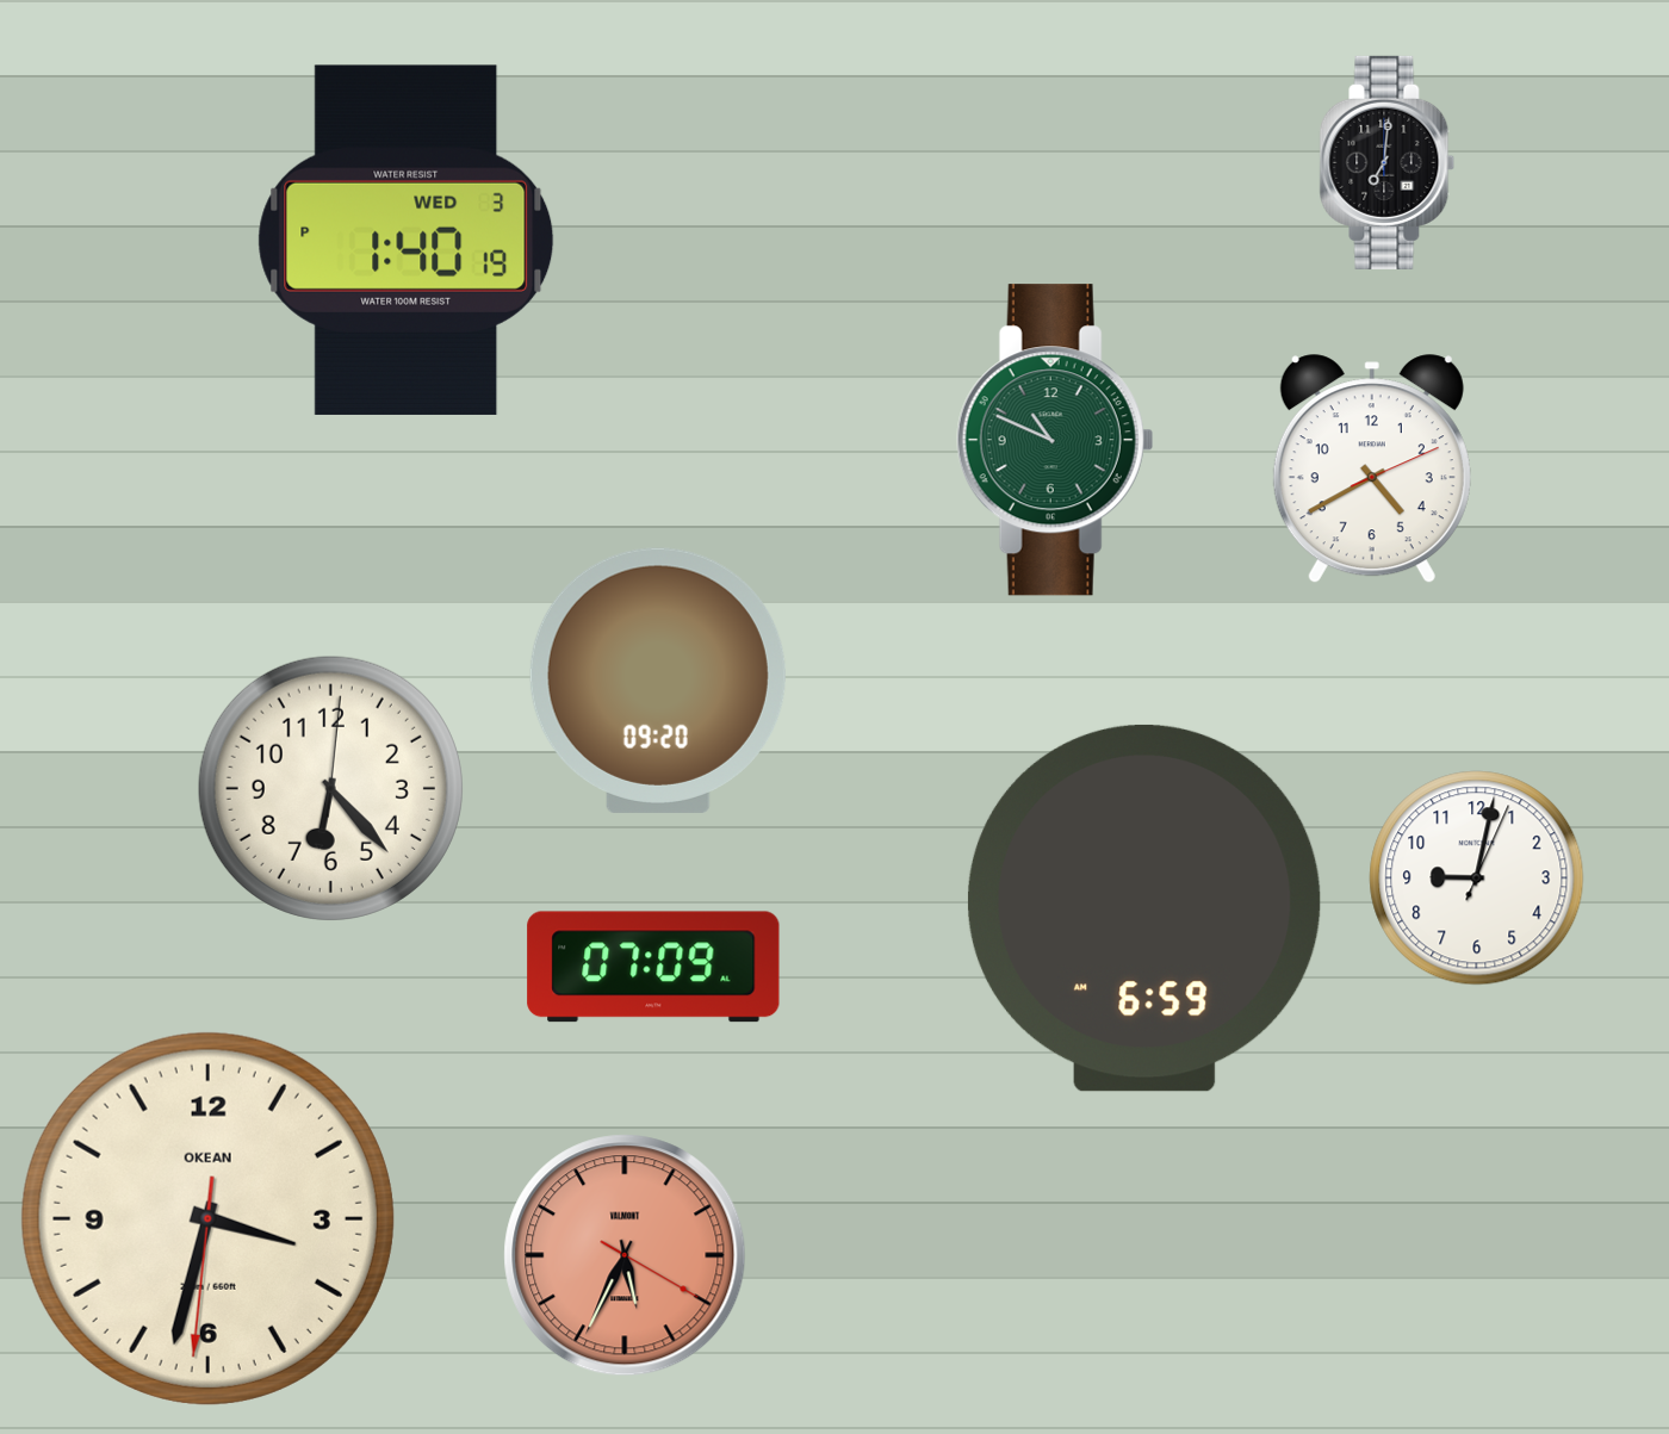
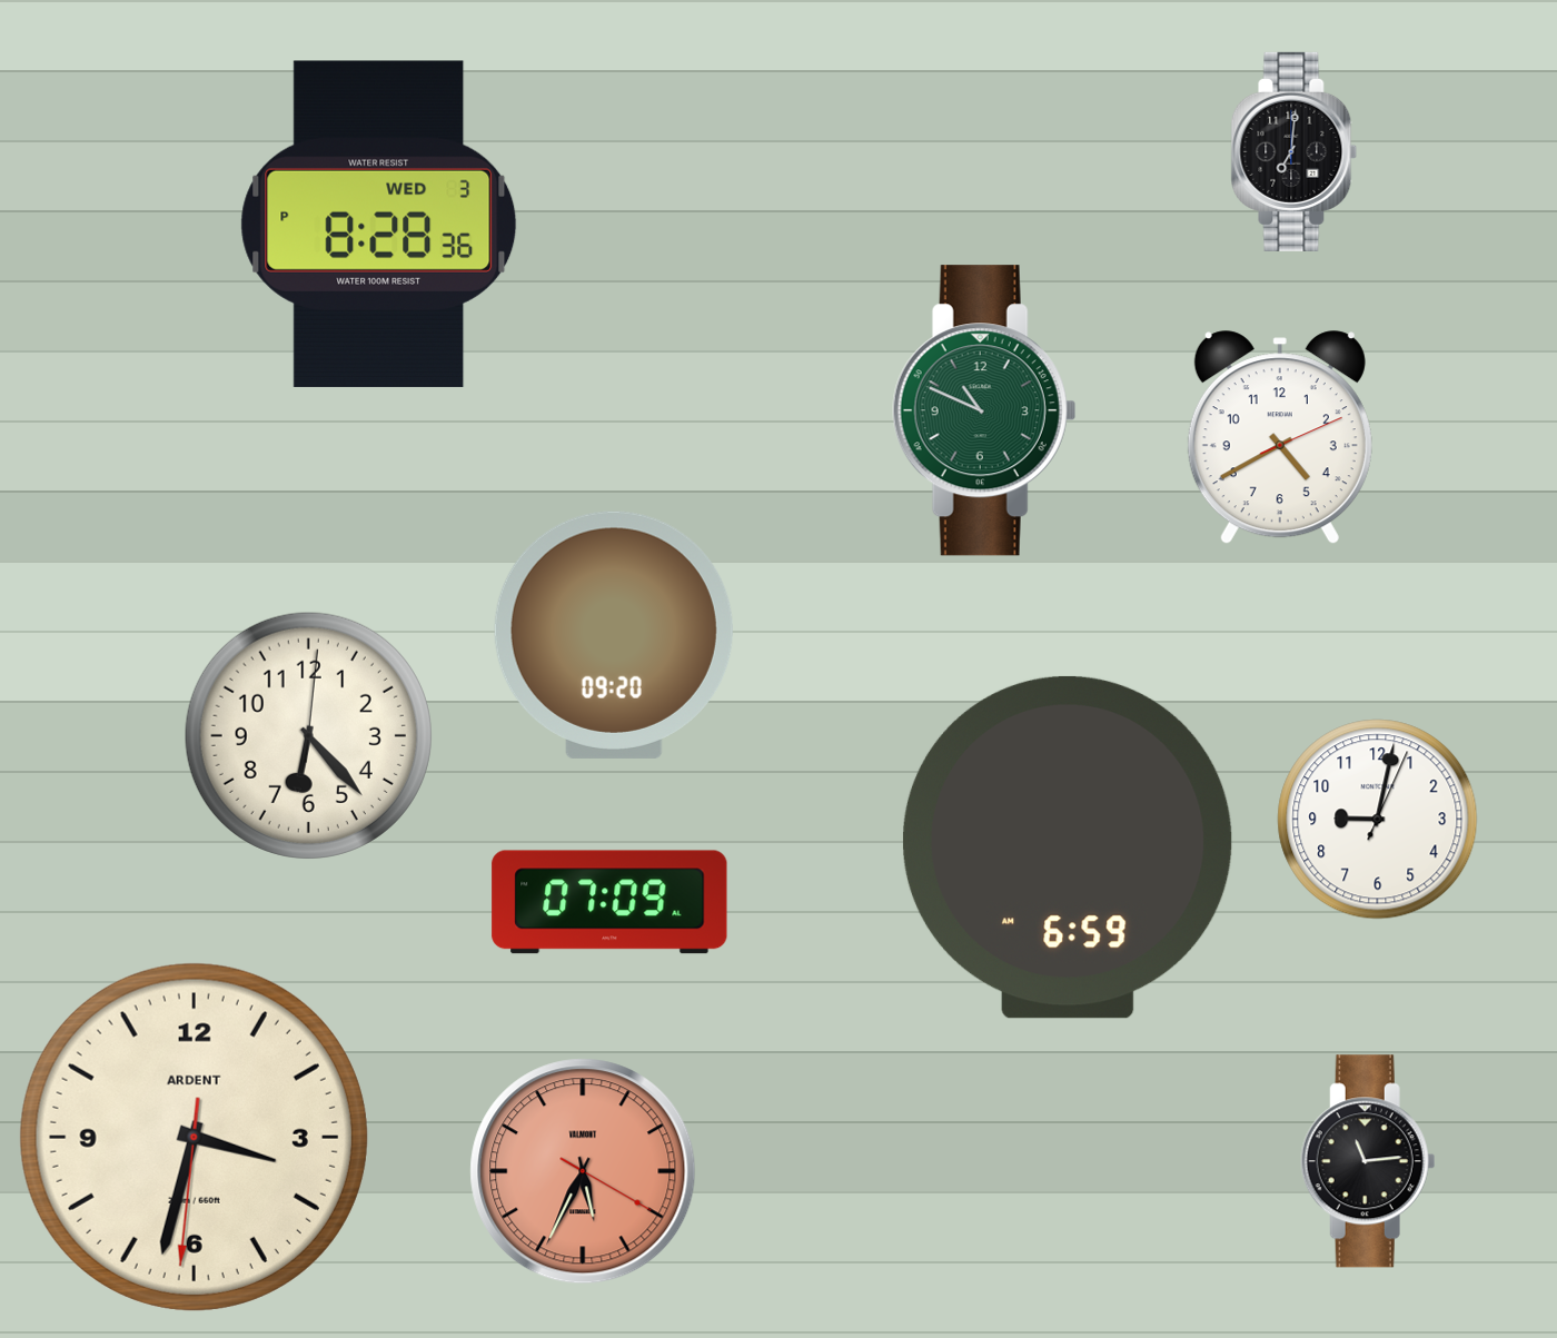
clock at (407, 240): 1:40 -> 8:28
clock at (207, 1218) brand: OKEAN -> ARDENT
clock at (1368, 1161): none -> 11:14
